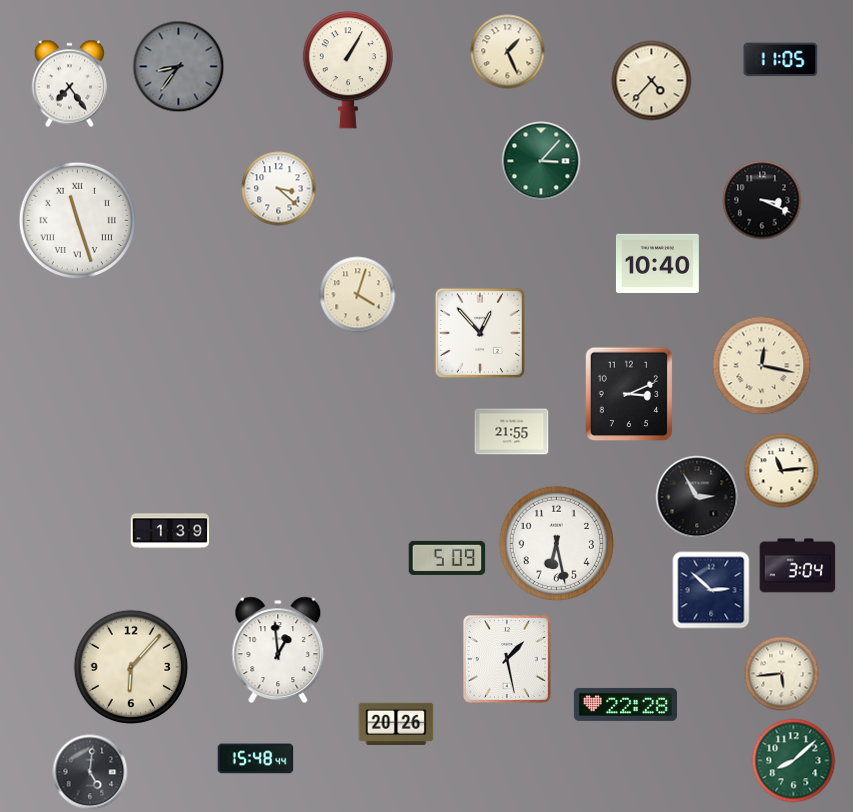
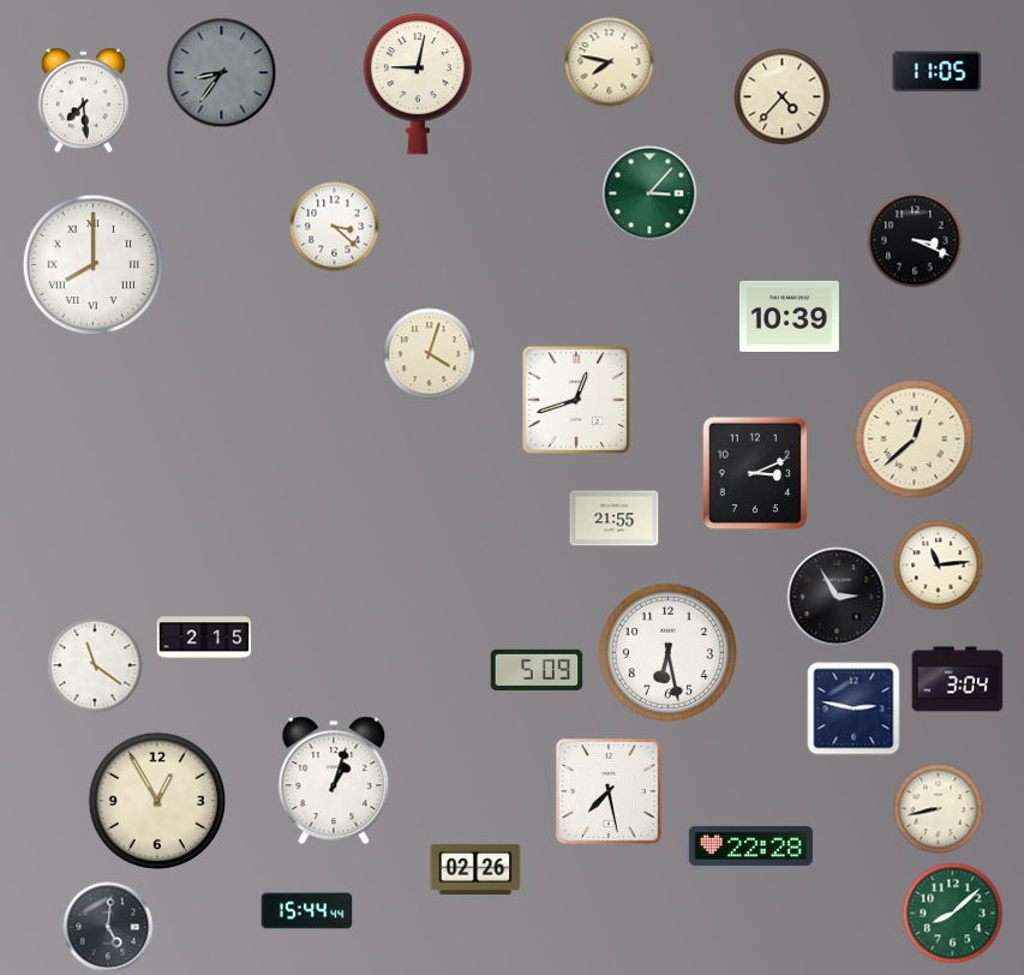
clock at (508, 52): 1:26 -> 7:47
clock at (179, 67) position: (179, 67) -> (222, 73)
clock at (348, 70): 1:05 -> 9:02
clock at (69, 84): 7:24 -> 7:29
clock at (77, 220): 11:27 -> 8:00
clock at (657, 263): 10:40 -> 10:39
clock at (480, 333): 12:53 -> 12:42
clock at (762, 366): 12:17 -> 12:38
clock at (170, 531): 1:39 -> 2:15
clock at (95, 665): none -> 11:21
clock at (711, 590): 2:52 -> 2:47
clock at (278, 649): 12:59 -> 1:03
clock at (508, 659): 1:28 -> 7:28
clock at (131, 667): 6:07 -> 12:55
clock at (782, 674): 5:44 -> 8:43
clock at (396, 723): 20:26 -> 02:26
clock at (256, 759): 15:48 -> 15:44
